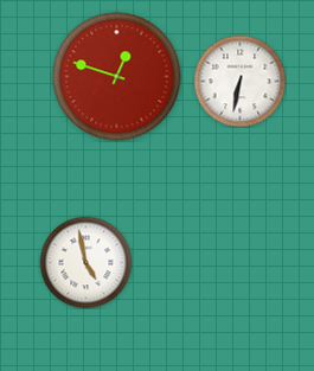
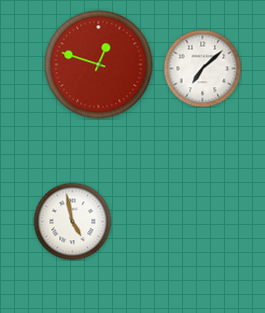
clock at (239, 81): 6:32 -> 7:08
